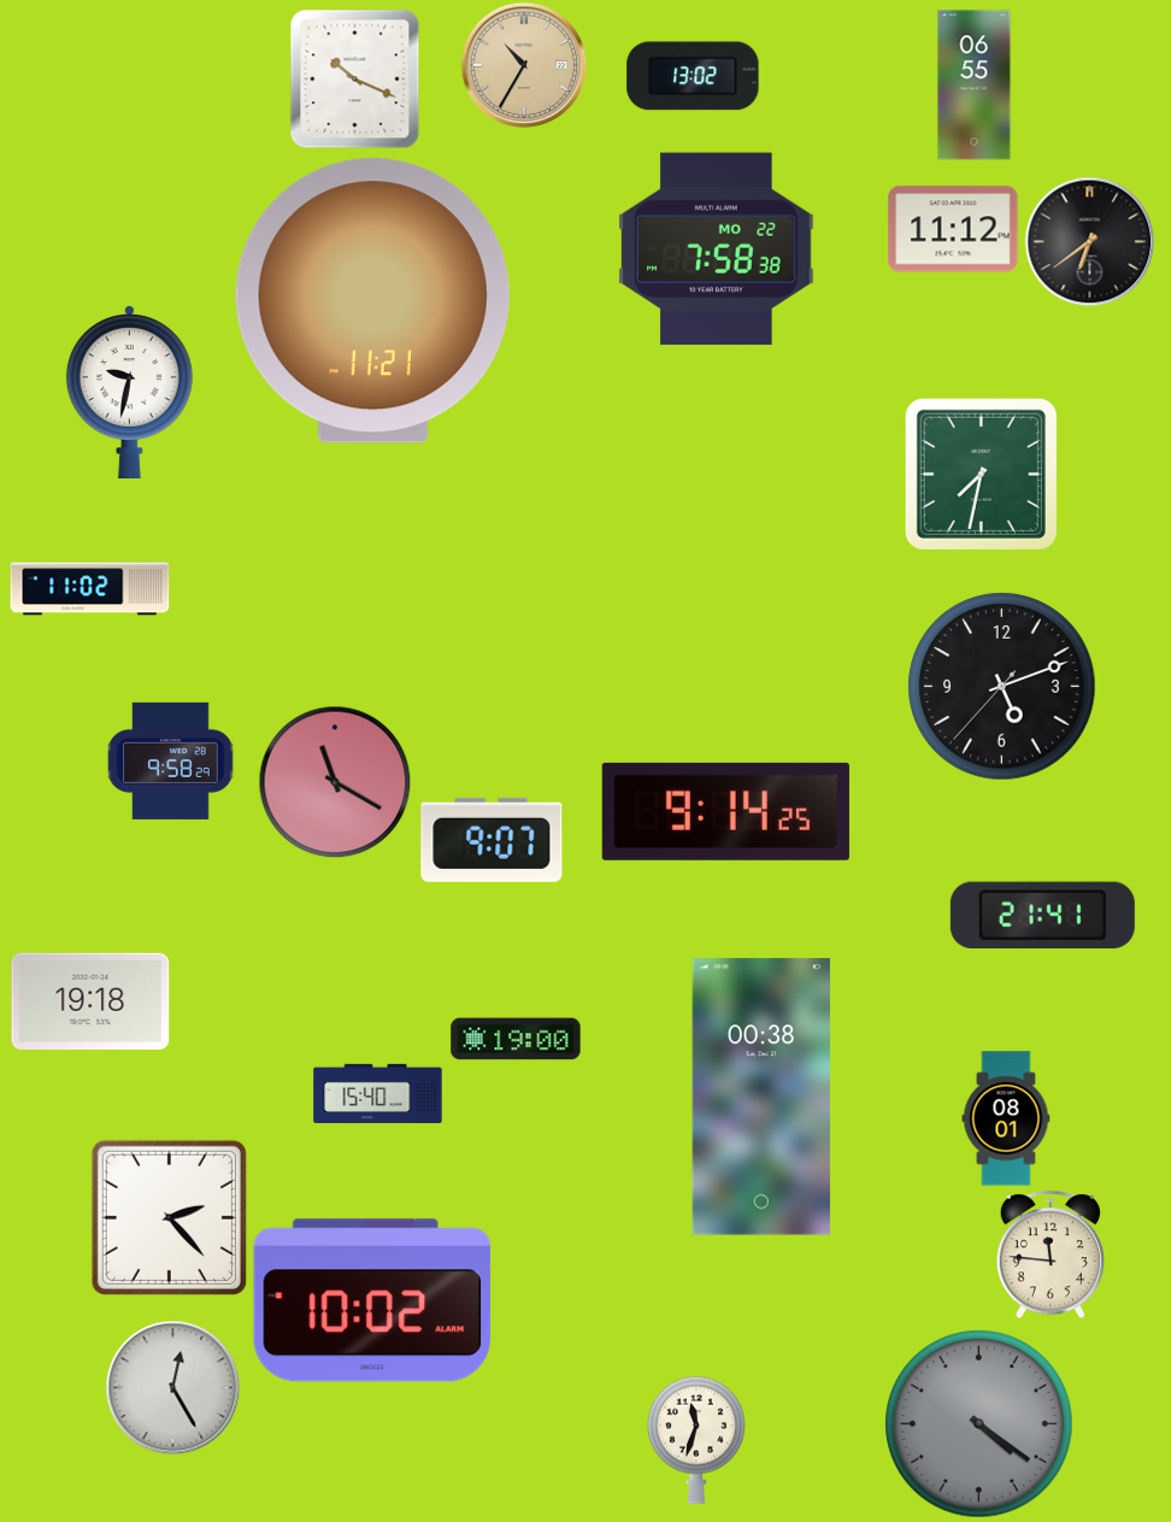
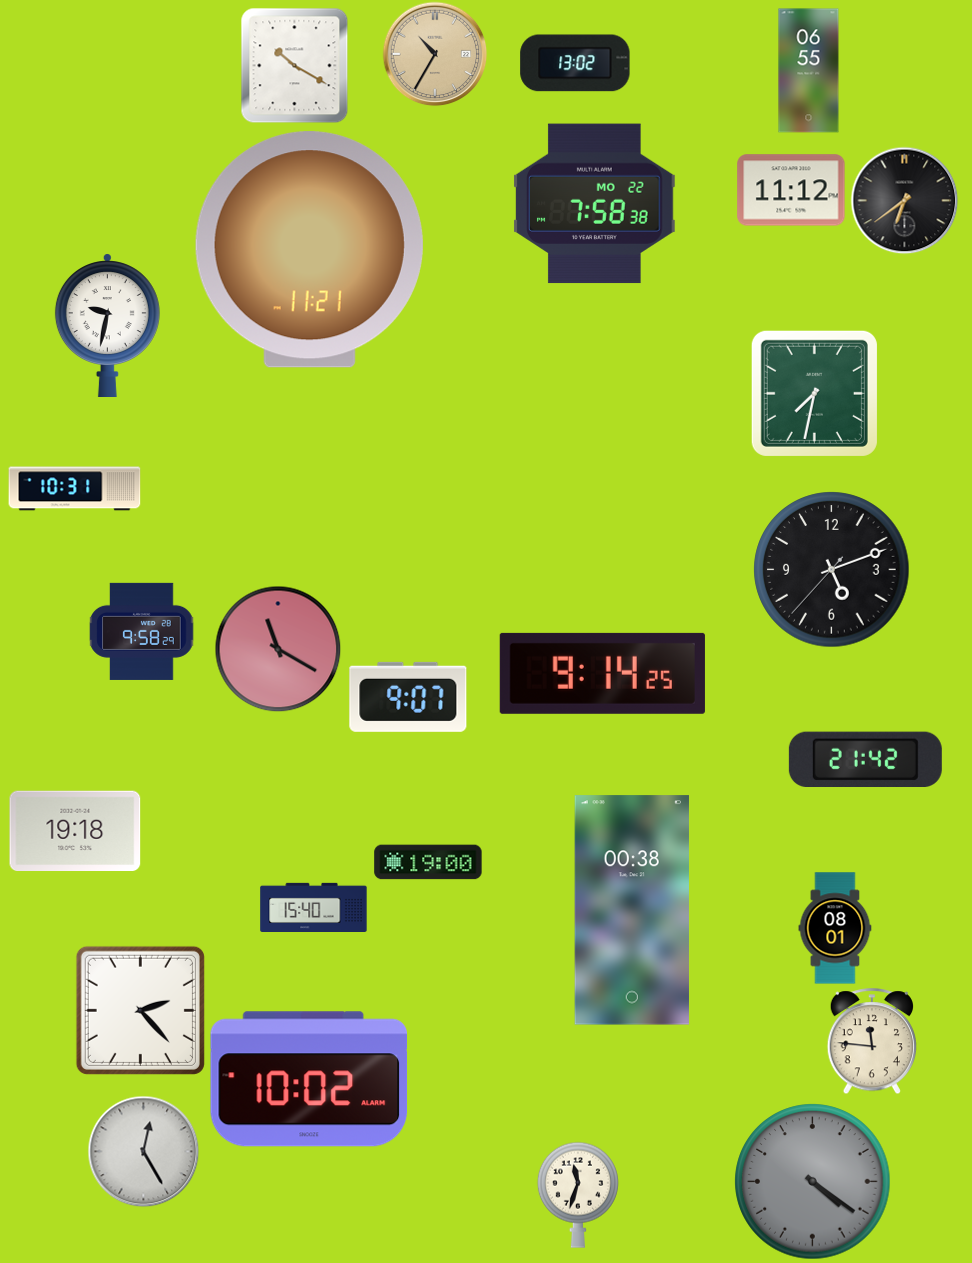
clock at (355, 78): 10:19 -> 10:20
clock at (717, 249) position: (717, 249) -> (595, 204)
clock at (90, 589): 11:02 -> 10:31
clock at (1042, 915): 21:41 -> 21:42
